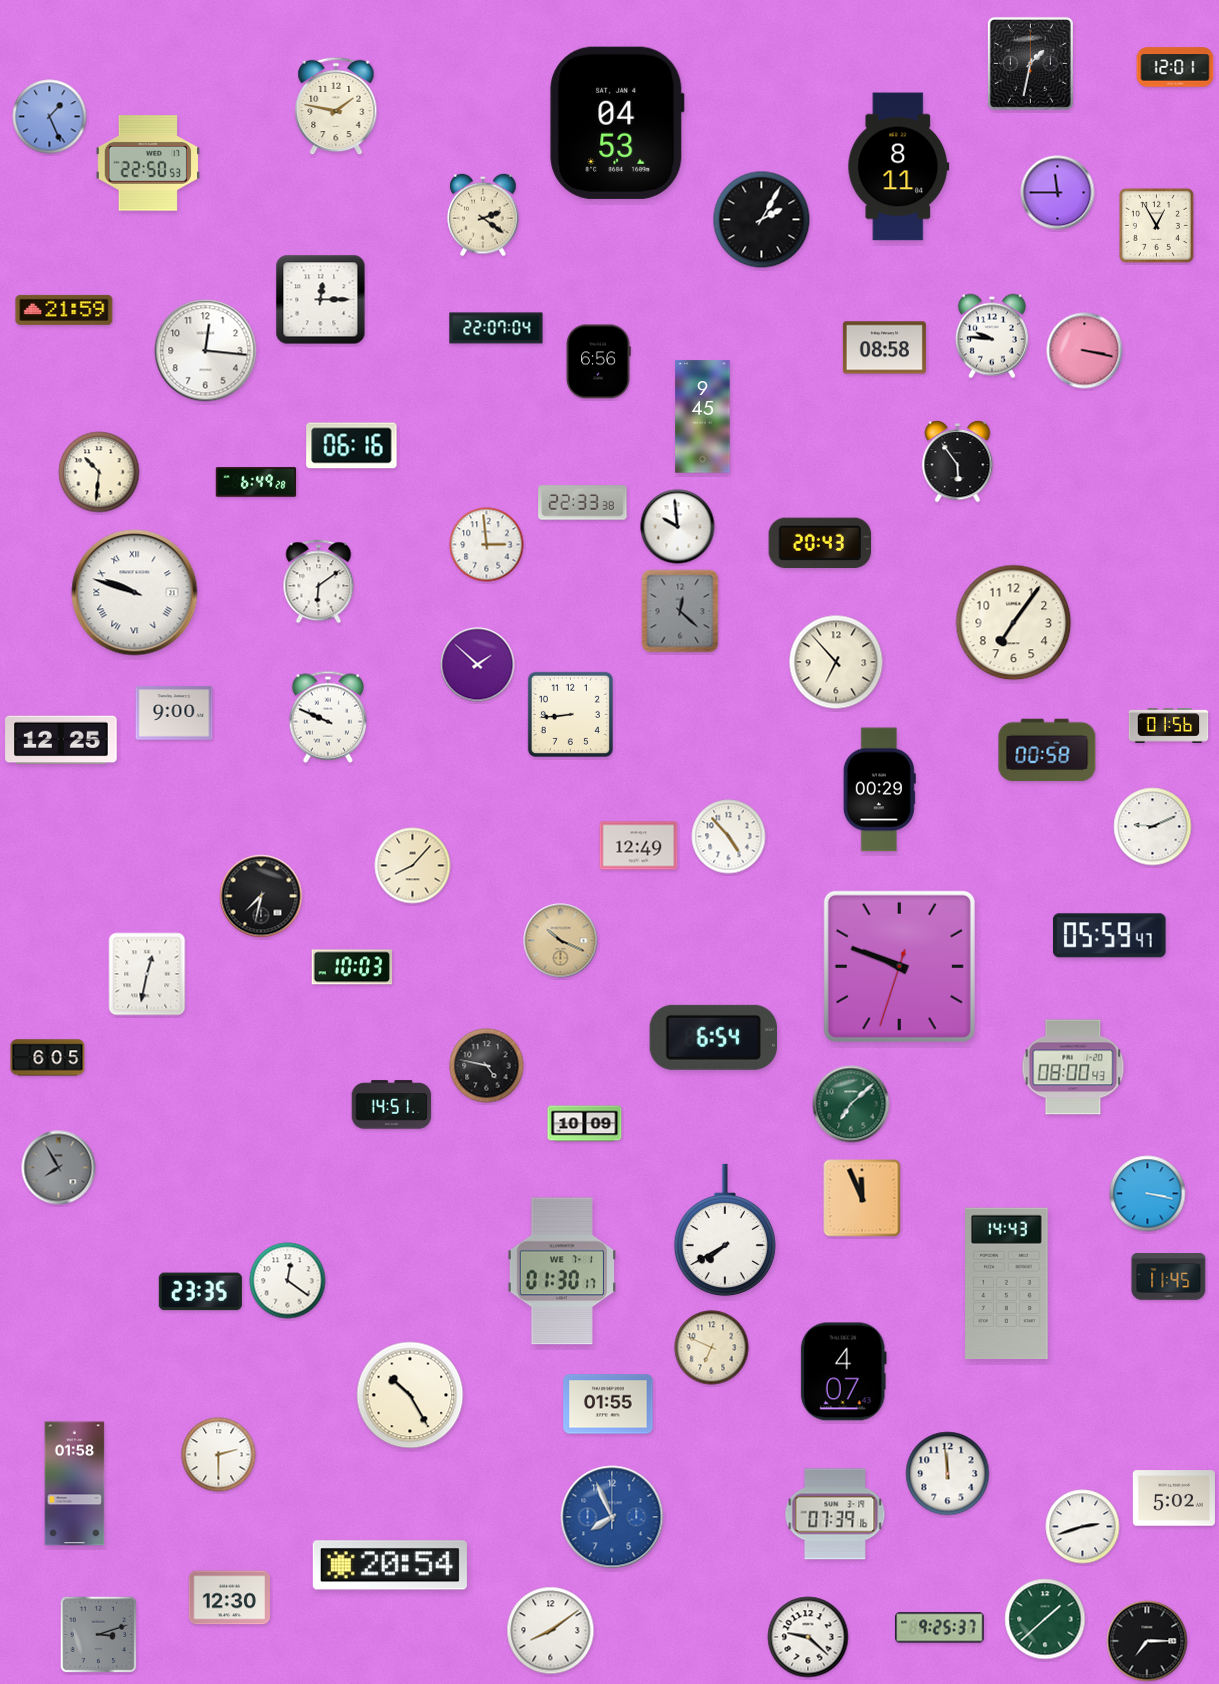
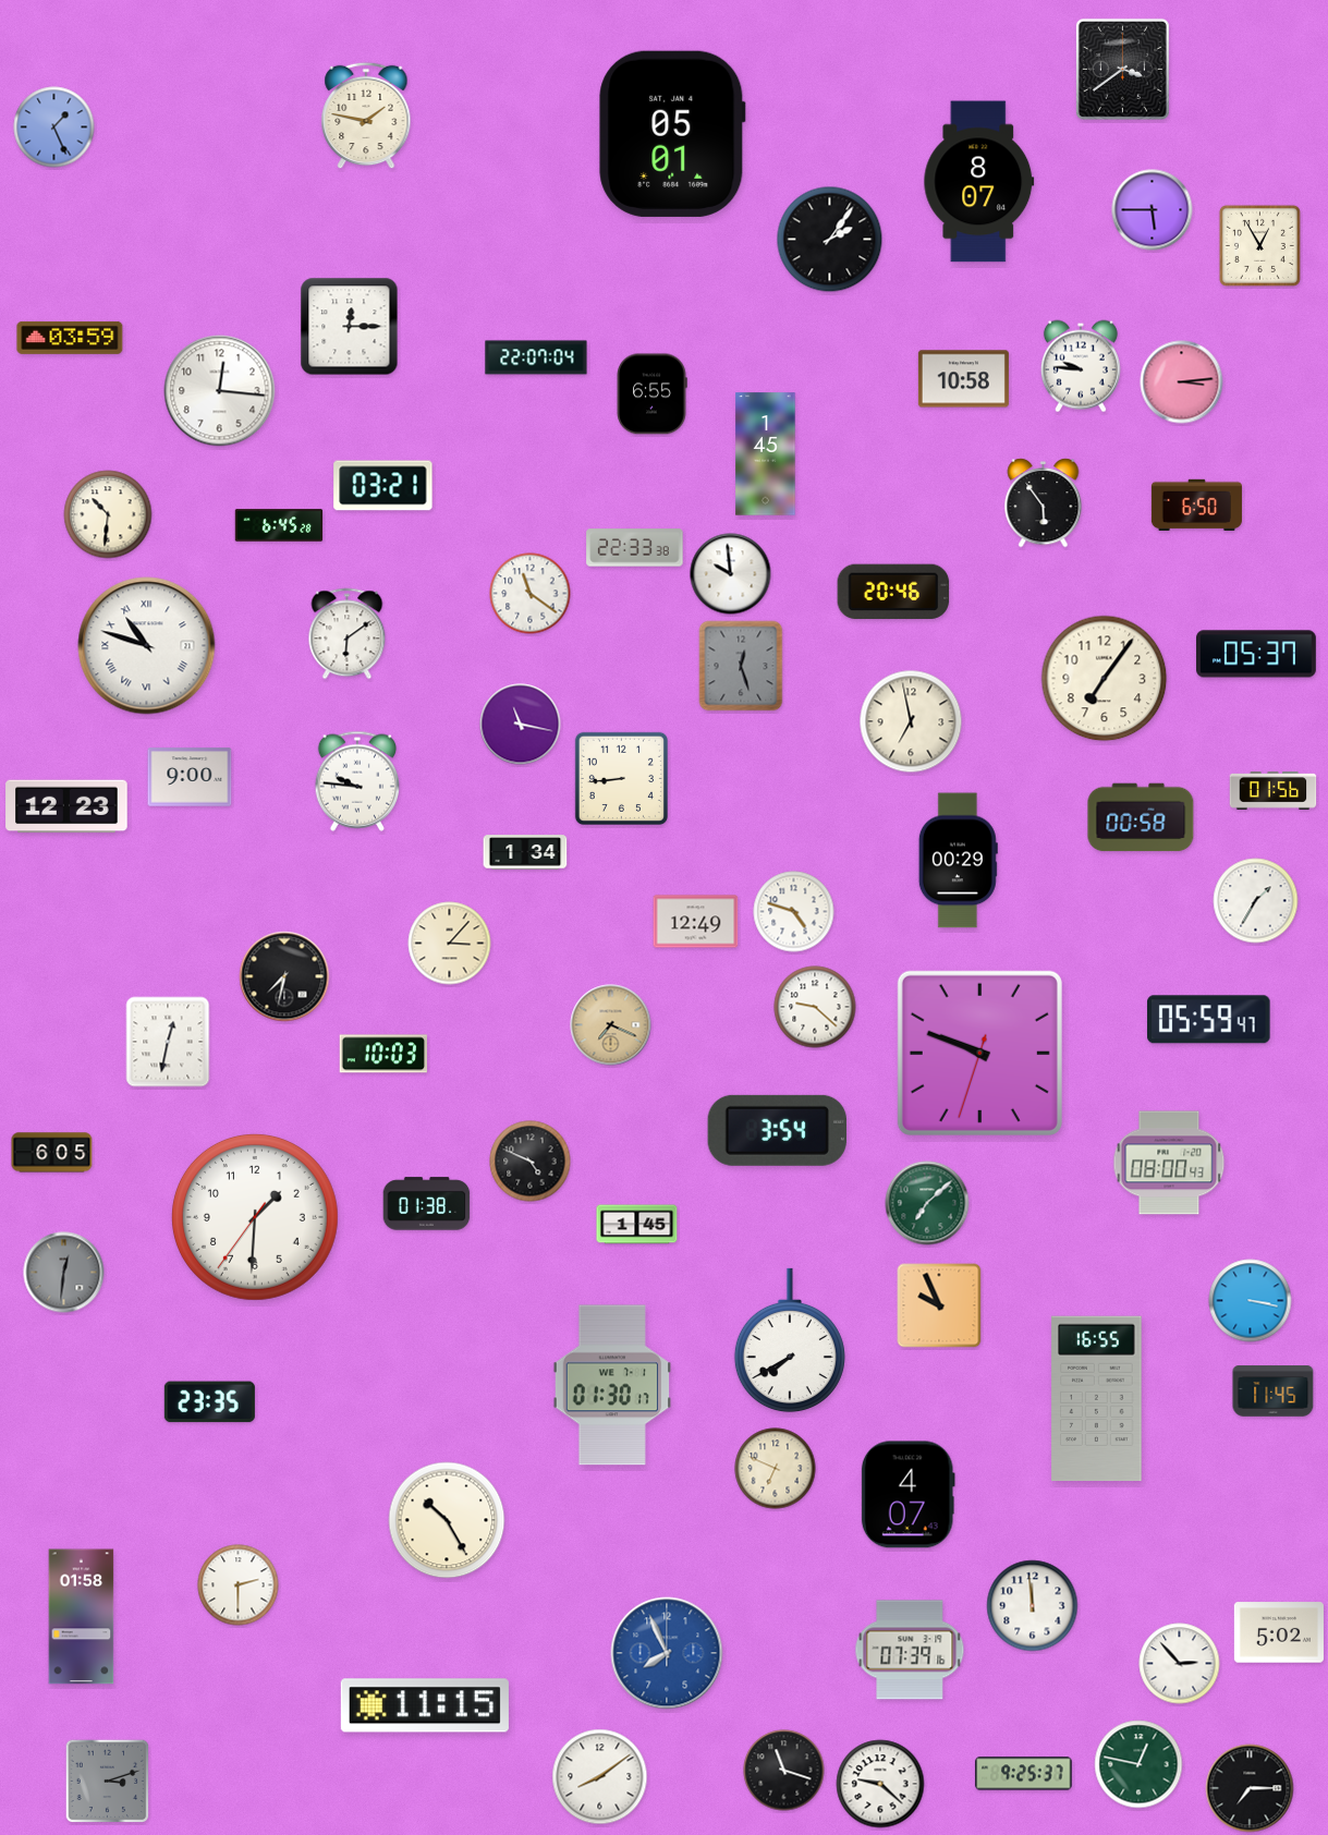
clock at (1030, 63): 1:32 -> 3:39
clock at (1175, 67): 12:01 -> none
clock at (617, 123): 04:53 -> 05:01
clock at (147, 163): 22:50 -> none
clock at (899, 167): 8:11 -> 8:07
clock at (1058, 193): 11:45 -> 5:45
clock at (483, 215): 2:21 -> none
clock at (762, 220): 2:05 -> 2:06
clock at (64, 310): 21:59 -> 03:59
clock at (496, 328) position: (496, 328) -> (536, 357)
clock at (884, 348): 08:58 -> 10:58
clock at (206, 351) position: (206, 351) -> (220, 391)
clock at (1085, 351): 3:17 -> 3:14
clock at (598, 362): 6:56 -> 6:55
clock at (703, 417): 9:45 -> 1:45
clock at (352, 446): 06:16 -> 03:21
clock at (1196, 505): none -> 6:50
clock at (256, 482): 6:49 -> 6:45
clock at (678, 527) position: (678, 527) -> (731, 574)
clock at (820, 543): 20:43 -> 20:46
clock at (487, 545): 2:59 -> 11:21
clock at (135, 593): 9:48 -> 10:48
clock at (1257, 654): none -> 05:37
clock at (680, 611): 12:22 -> 12:27
clock at (836, 662): 6:53 -> 6:58
clock at (478, 665): 1:52 -> 11:17
clock at (327, 717): 9:49 -> 9:46
clock at (61, 740): 12:25 -> 12:23
clock at (525, 852): none -> 1:34
clock at (1153, 827): 9:11 -> 1:35
clock at (729, 837): 4:53 -> 4:48
clock at (413, 866): 8:07 -> 3:07
clock at (815, 1007): none -> 9:22
clock at (561, 941): 10:19 -> 7:19
clock at (147, 974) position: (147, 974) -> (168, 1042)
clock at (713, 1037): 6:54 -> 3:54
clock at (487, 1066): 4:47 -> 4:49
clock at (392, 1105): 14:51 -> 01:38
clock at (255, 1217): none -> 1:30
clock at (585, 1124): 10:09 -> 1:45
clock at (59, 1168): 7:55 -> 12:31
clock at (862, 1198): 11:56 -> 9:56
clock at (288, 1281): 12:21 -> none
clock at (1007, 1284): 14:43 -> 16:55
clock at (200, 1292) position: (200, 1292) -> (209, 1402)
clock at (843, 1372) position: (843, 1372) -> (907, 1495)
clock at (608, 1404): 01:55 -> none
clock at (1083, 1527): 2:42 -> 2:53
clock at (390, 1565): 20:54 -> 11:15
clock at (229, 1598): 12:30 -> none
clock at (1045, 1619): 1:38 -> 12:47
clock at (784, 1771): none -> 11:18
